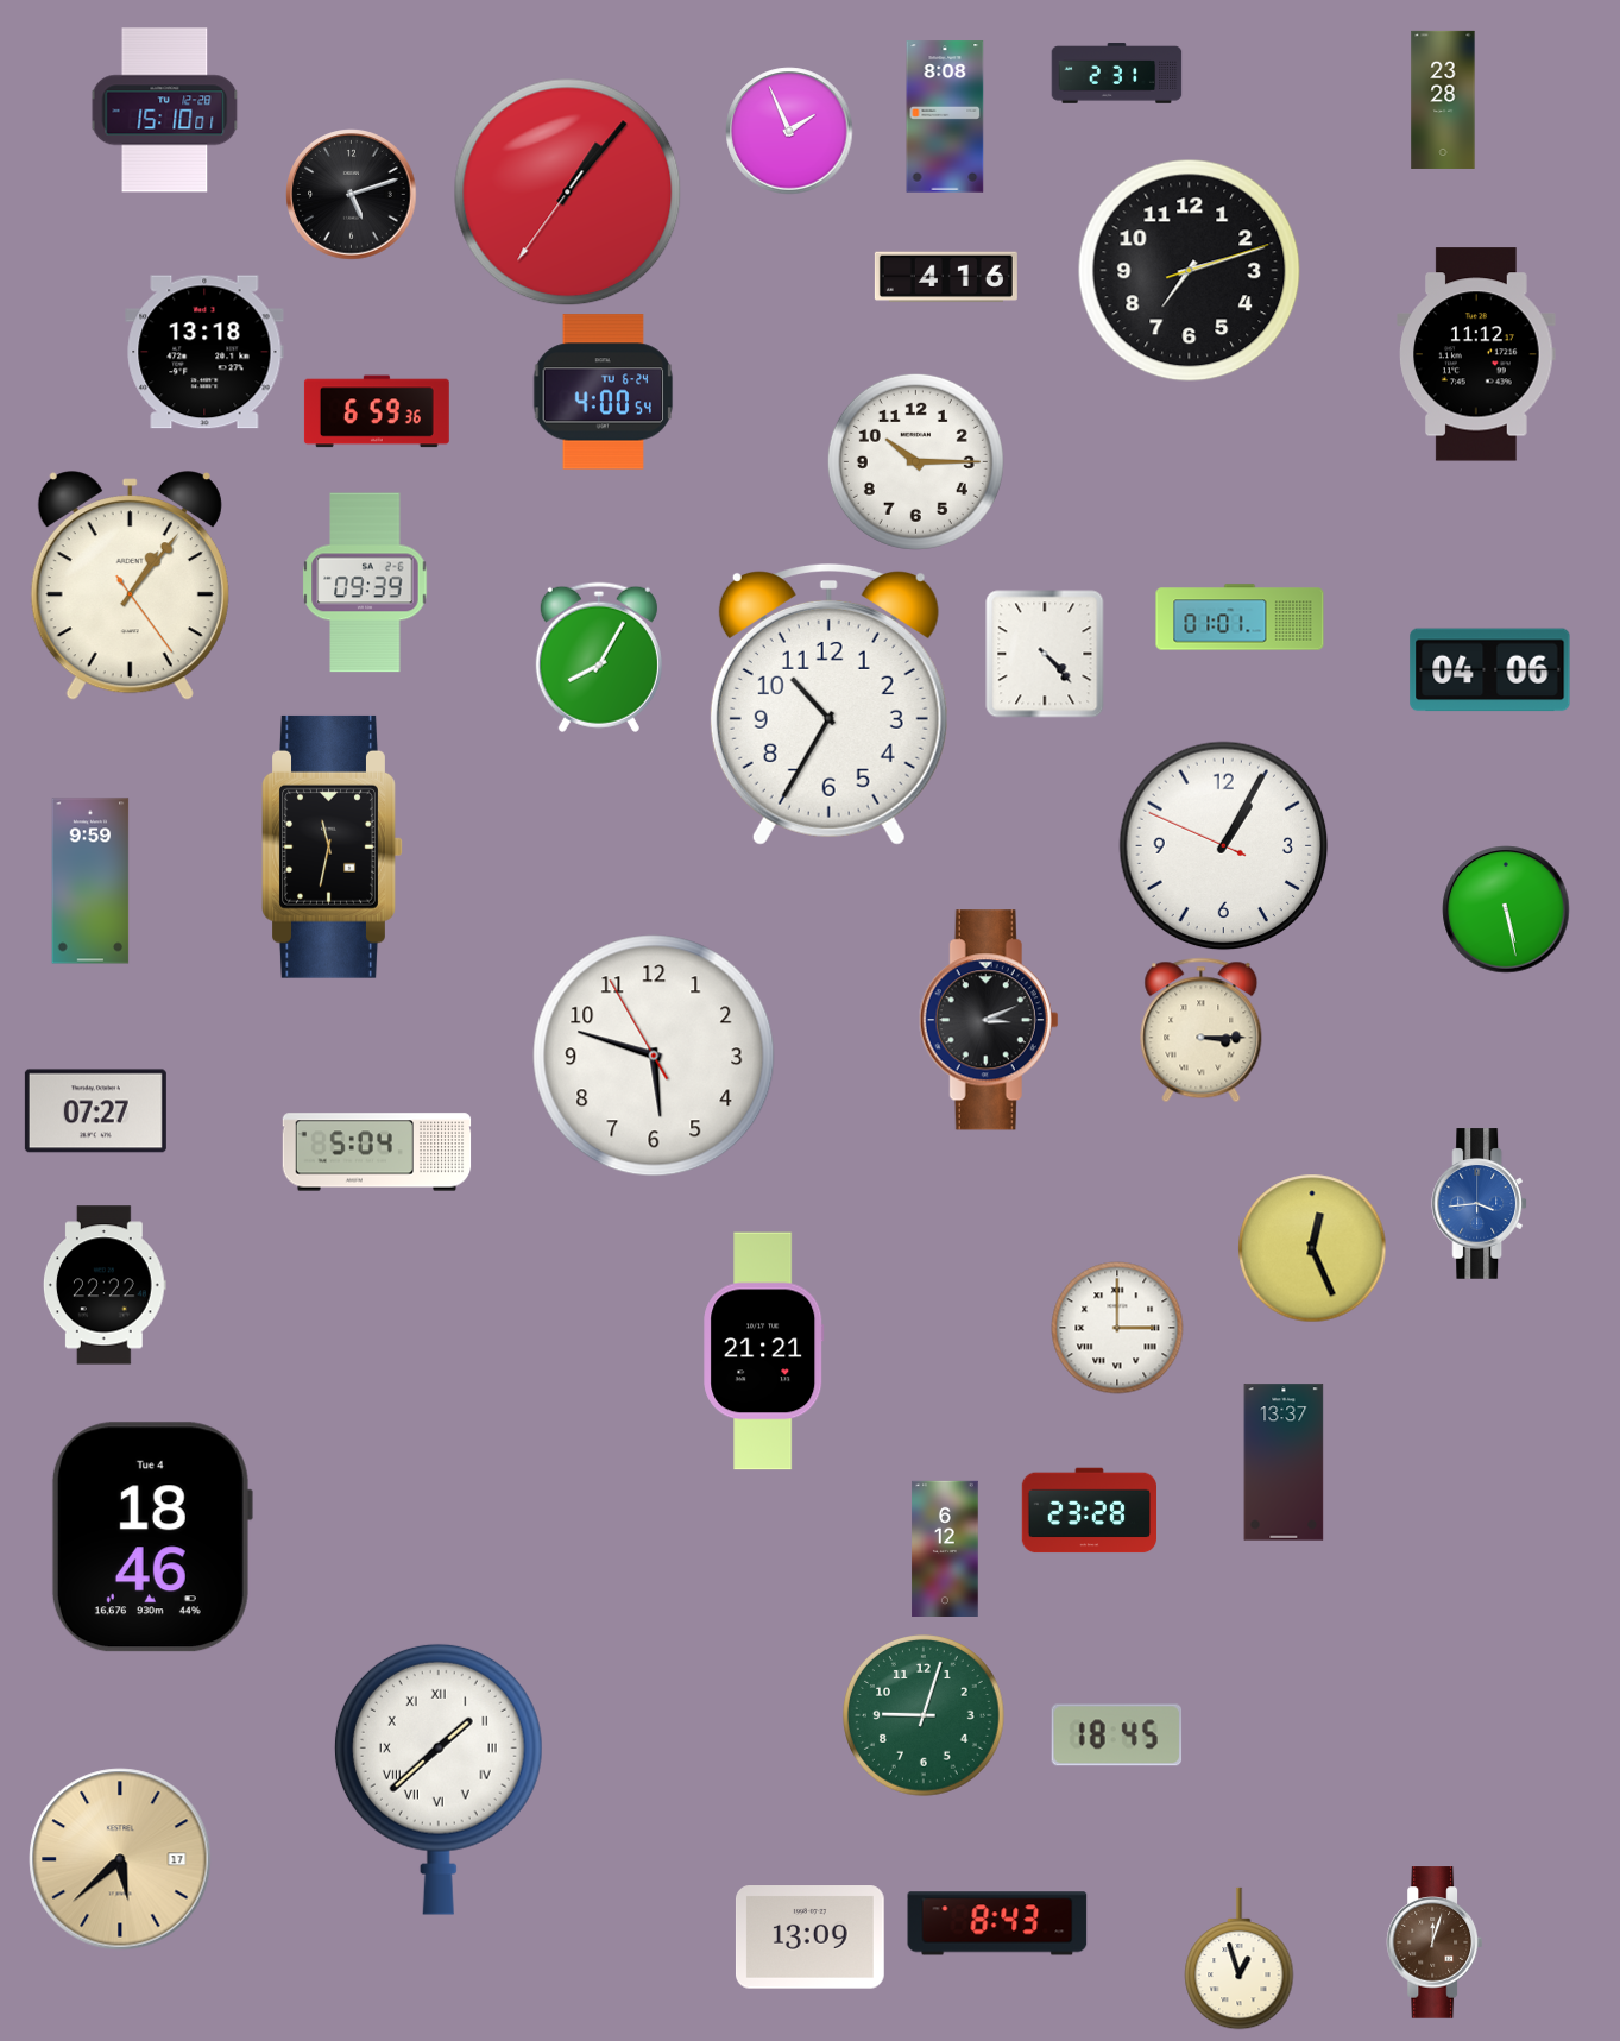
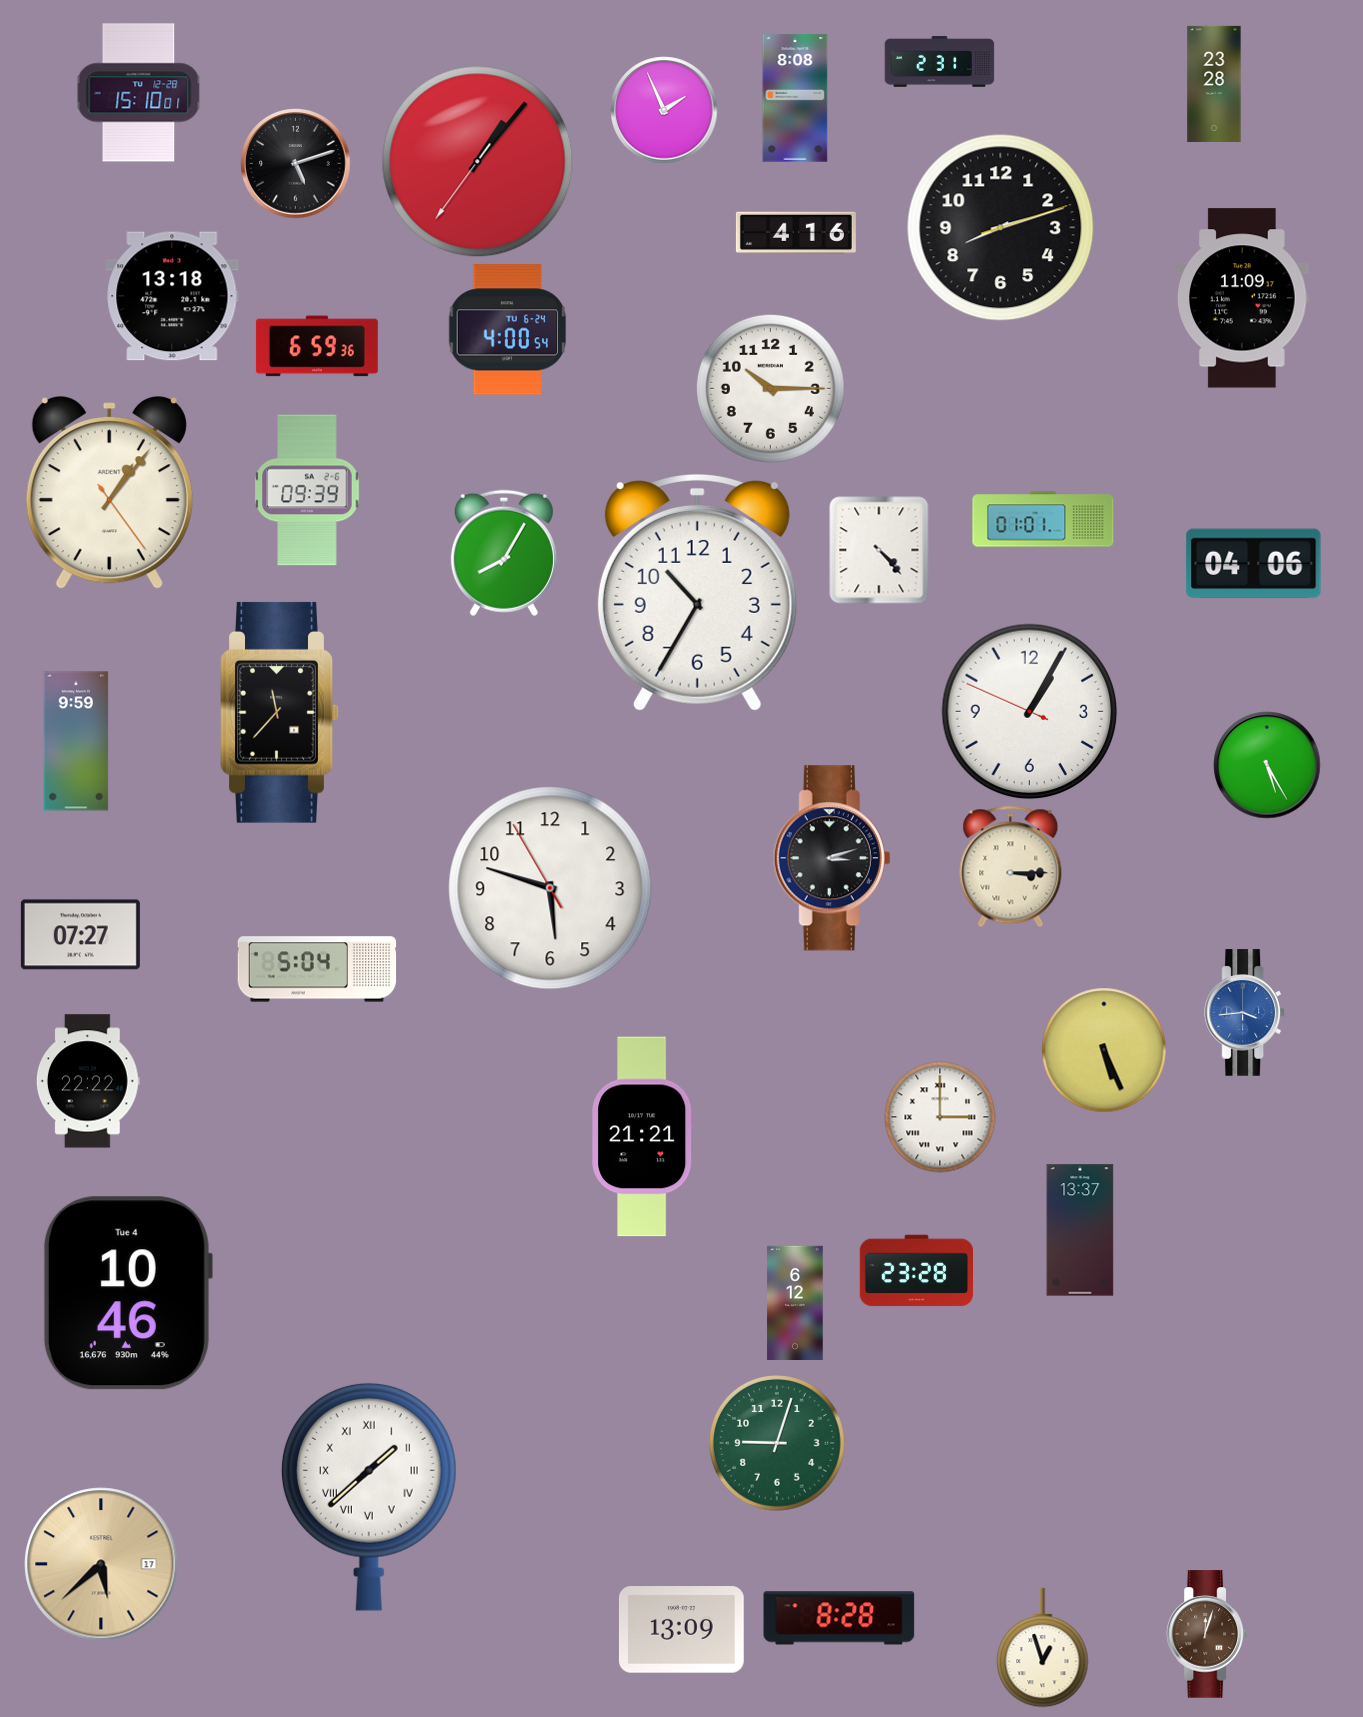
clock at (1190, 271): 7:12 -> 8:12
clock at (1476, 354): 11:12 -> 11:09
clock at (333, 846): 11:32 -> 11:37
clock at (1506, 909): 5:28 -> 5:25
clock at (989, 1020): 3:11 -> 3:12
clock at (1312, 1248): 12:26 -> 5:26
clock at (151, 1537): 18:46 -> 10:46
clock at (1117, 1736): 18:45 -> none
clock at (997, 1923): 8:43 -> 8:28
